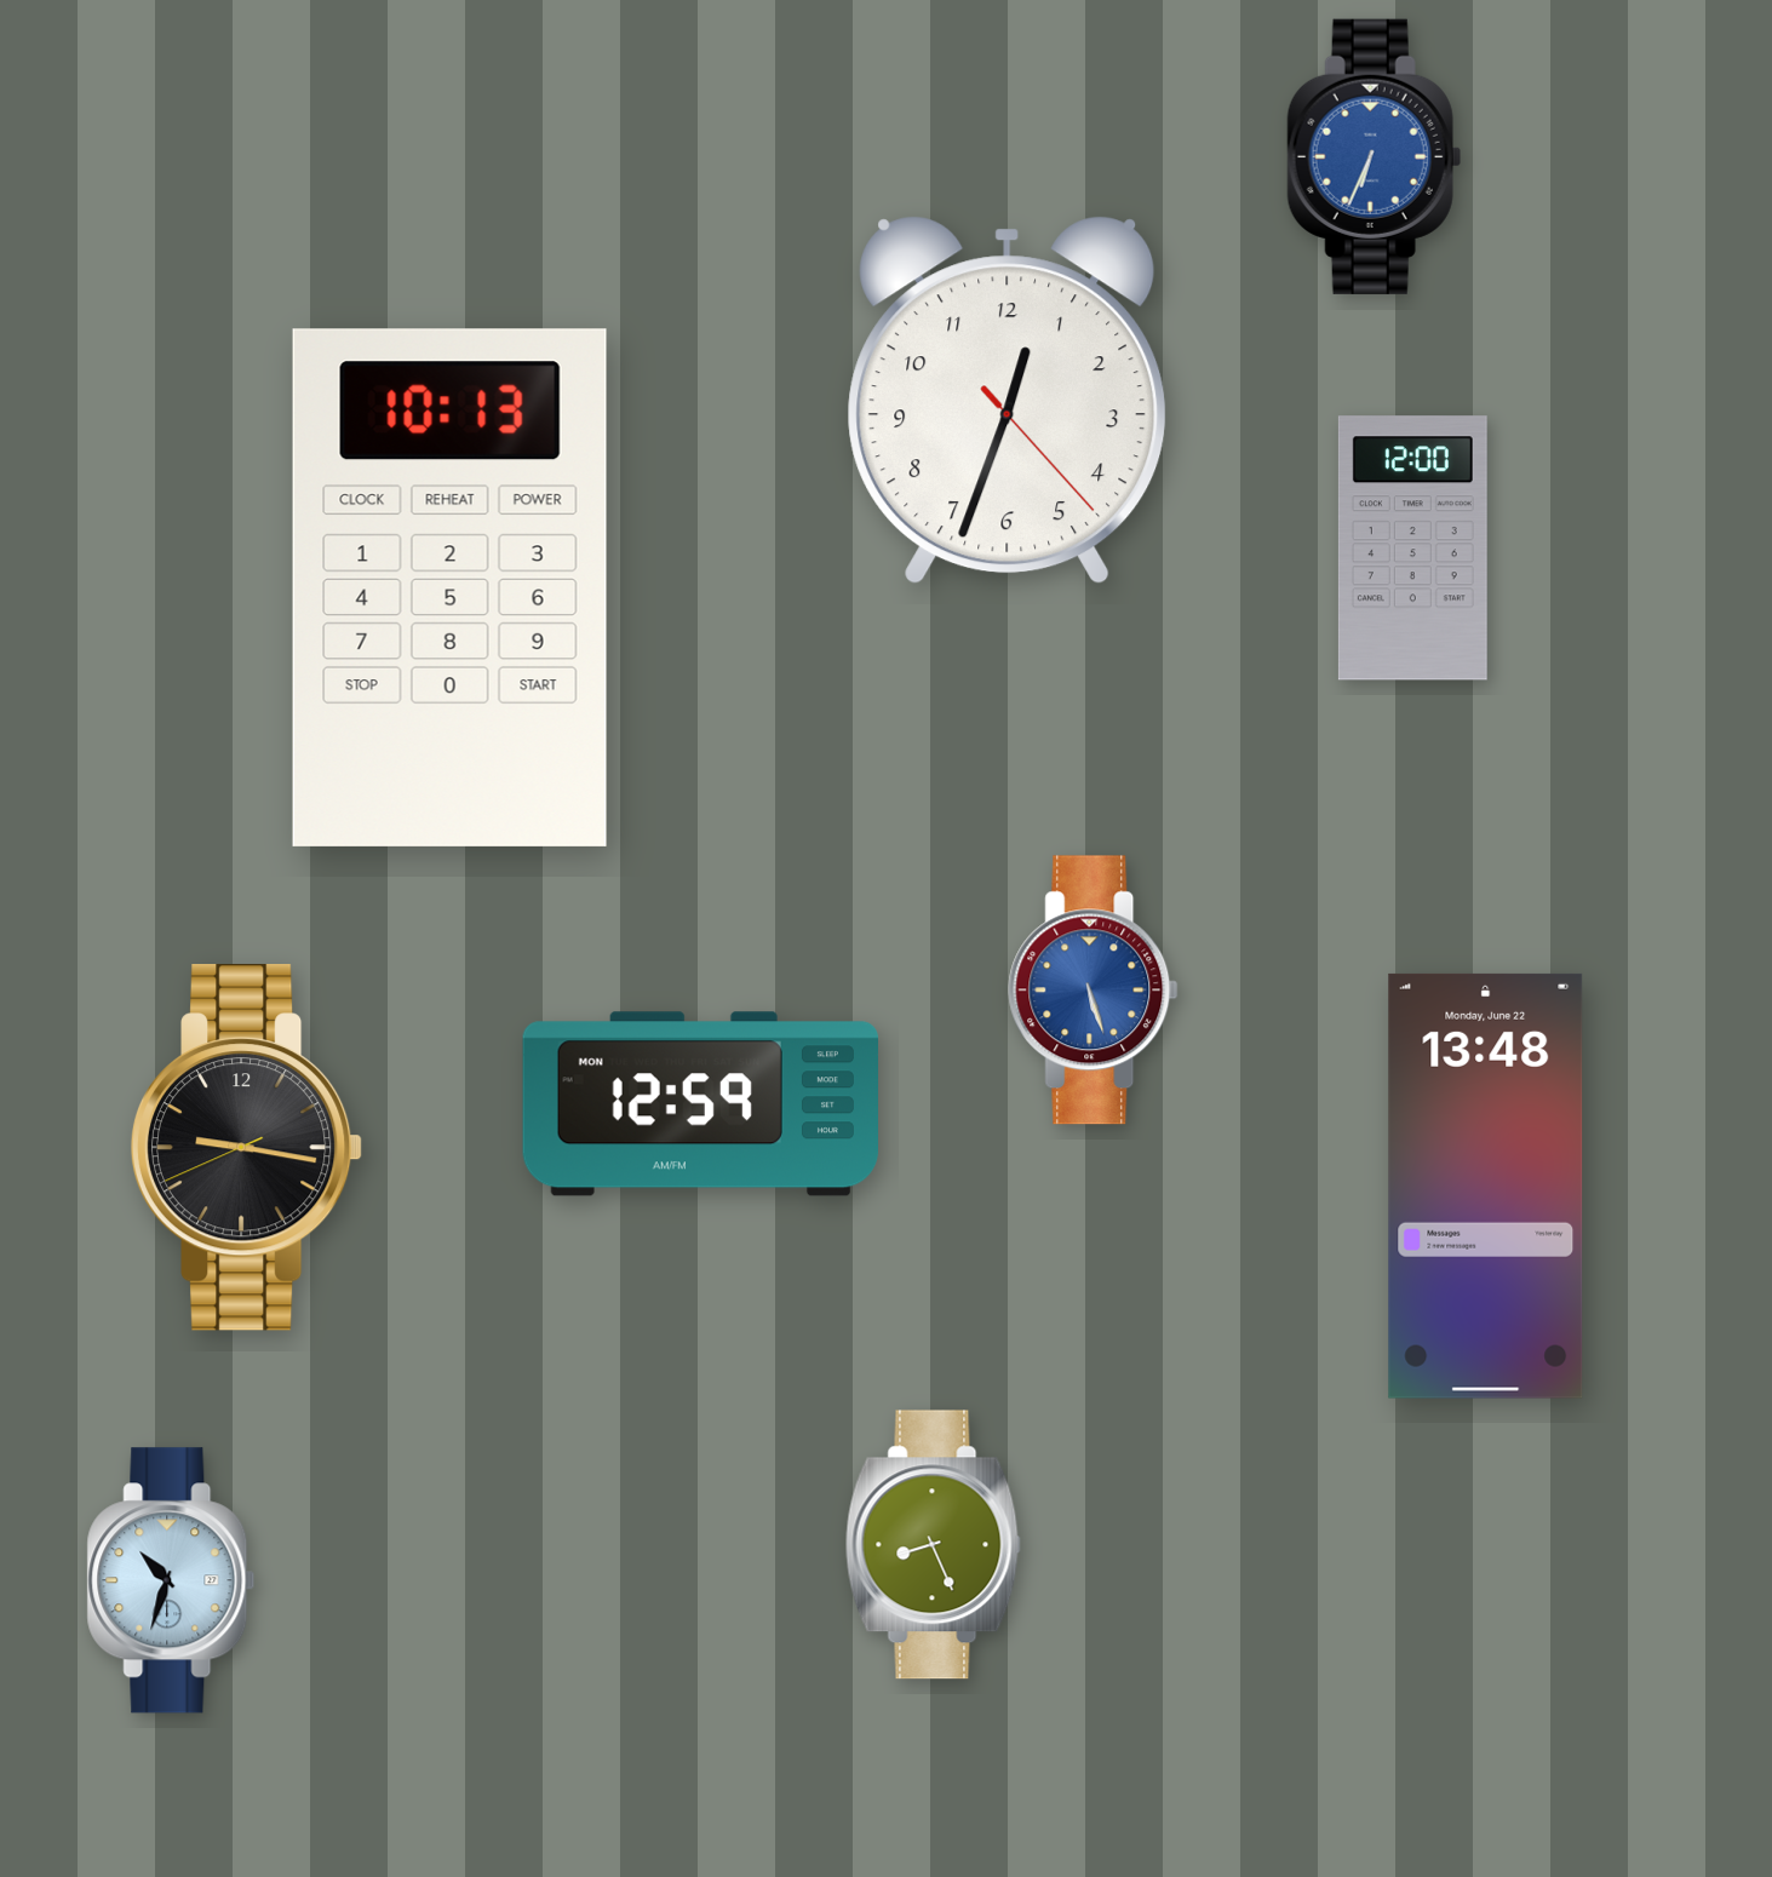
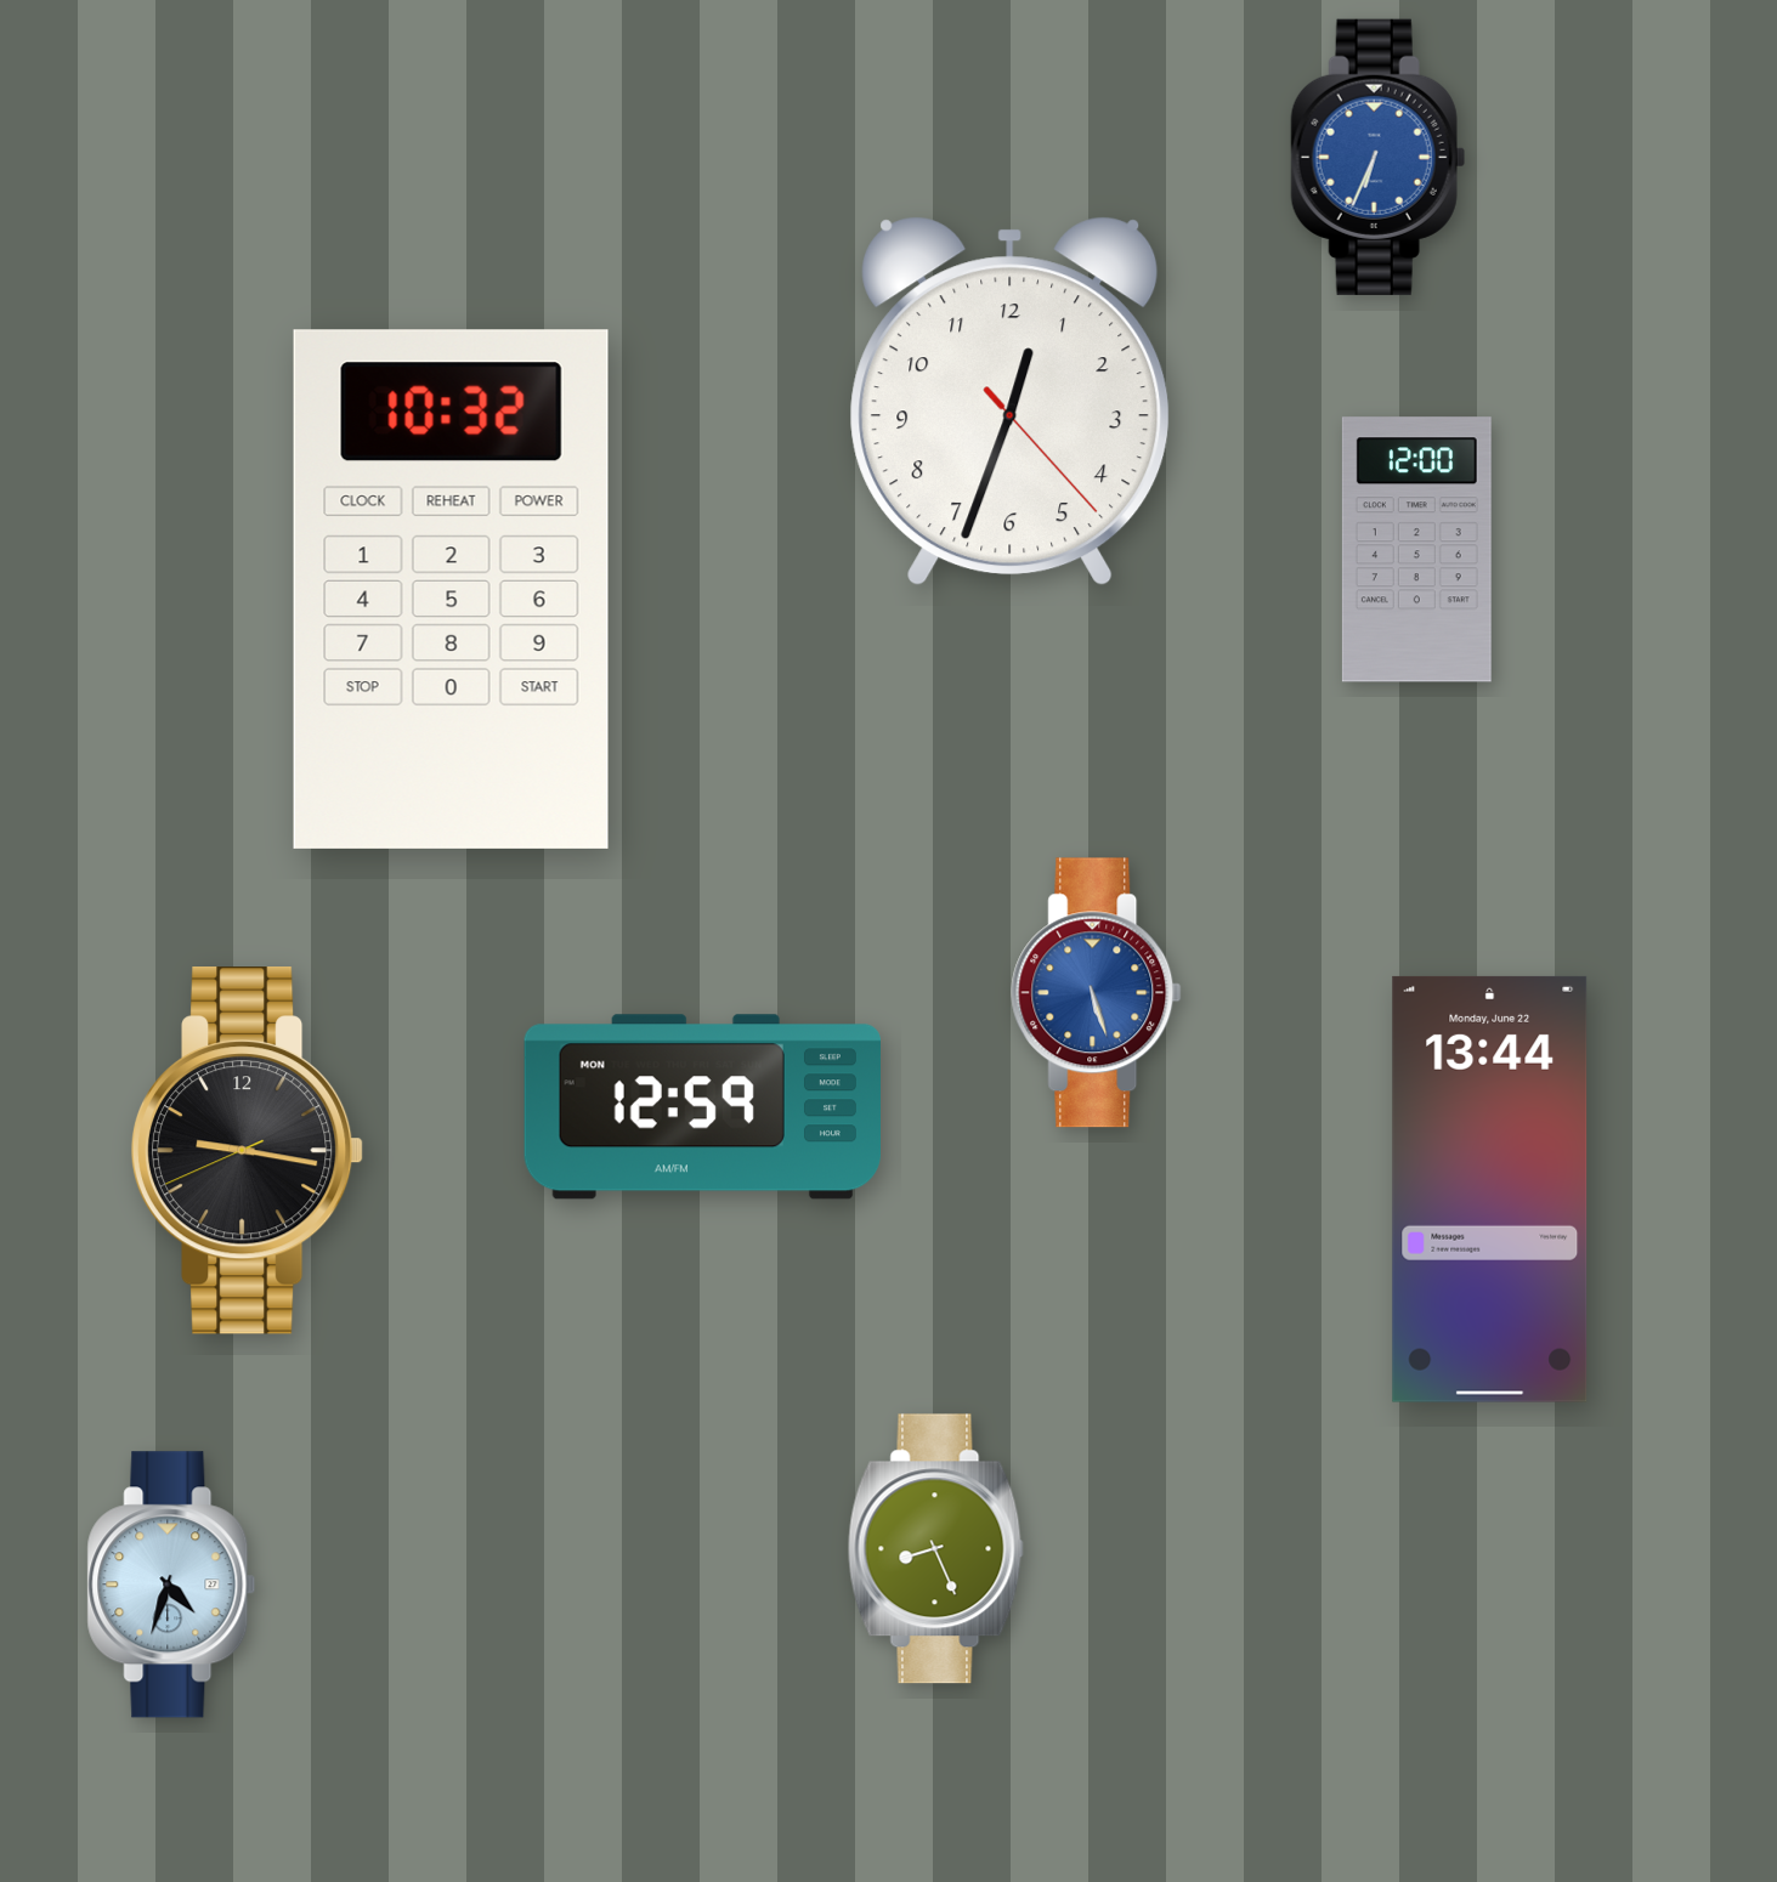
clock at (449, 587): 10:13 -> 10:32
clock at (1486, 1186): 13:48 -> 13:44
clock at (171, 1580): 10:33 -> 4:33
